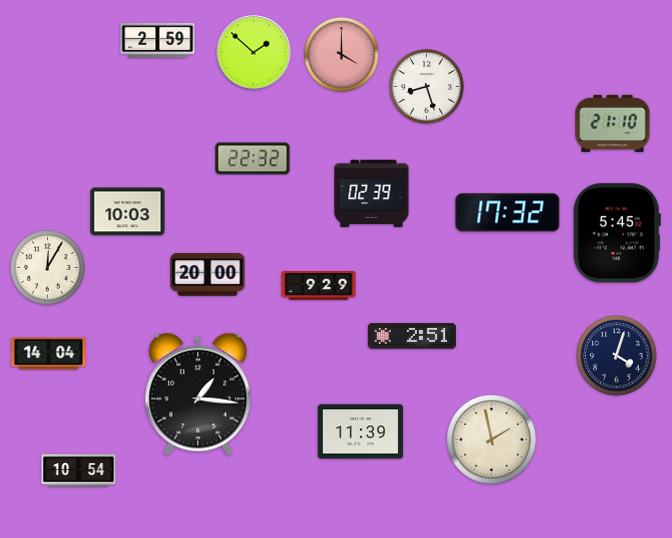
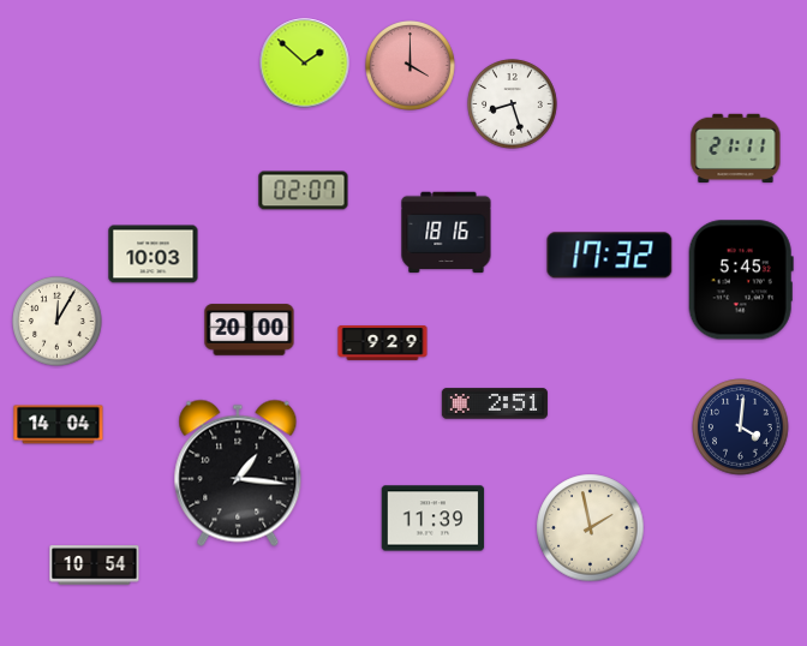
clock at (158, 40): 2:59 -> none
clock at (613, 123): 21:10 -> 21:11
clock at (253, 159): 22:32 -> 02:07
clock at (372, 194): 02:39 -> 18:16
clock at (617, 356): 4:03 -> 4:01
